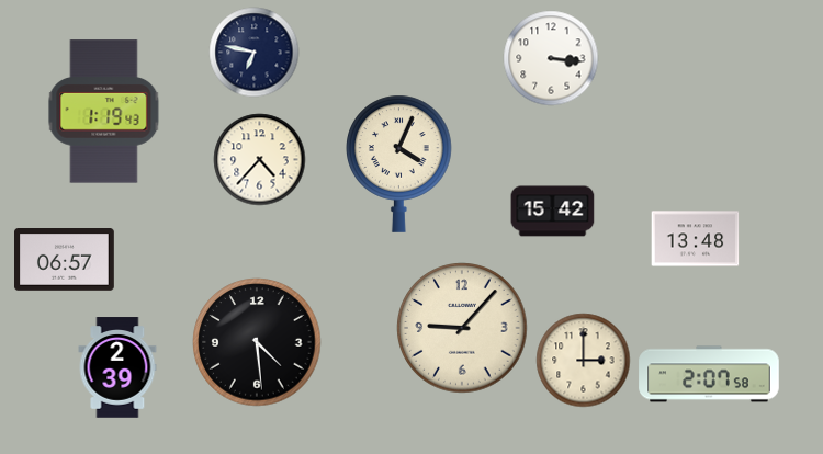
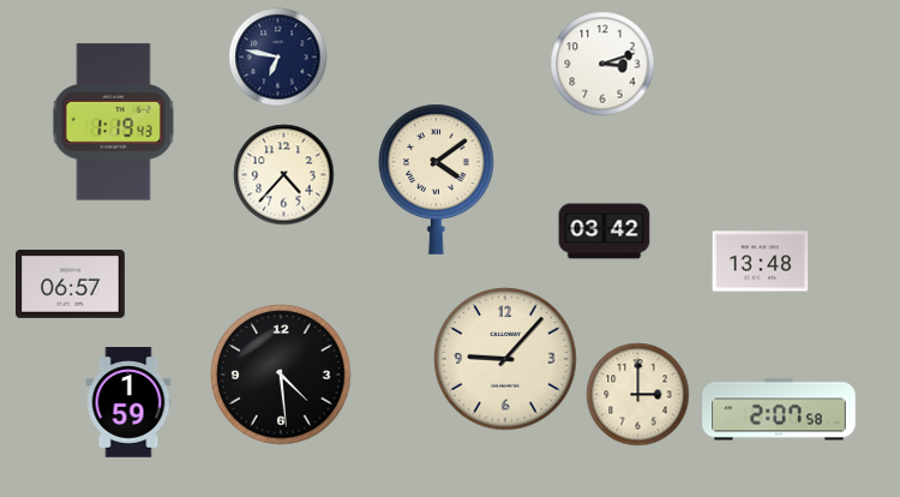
clock at (551, 58): 3:16 -> 3:12
clock at (399, 163): 4:04 -> 4:09
clock at (553, 212): 15:42 -> 03:42
clock at (117, 367): 2:39 -> 1:59
clock at (709, 374) position: (709, 374) -> (779, 409)
